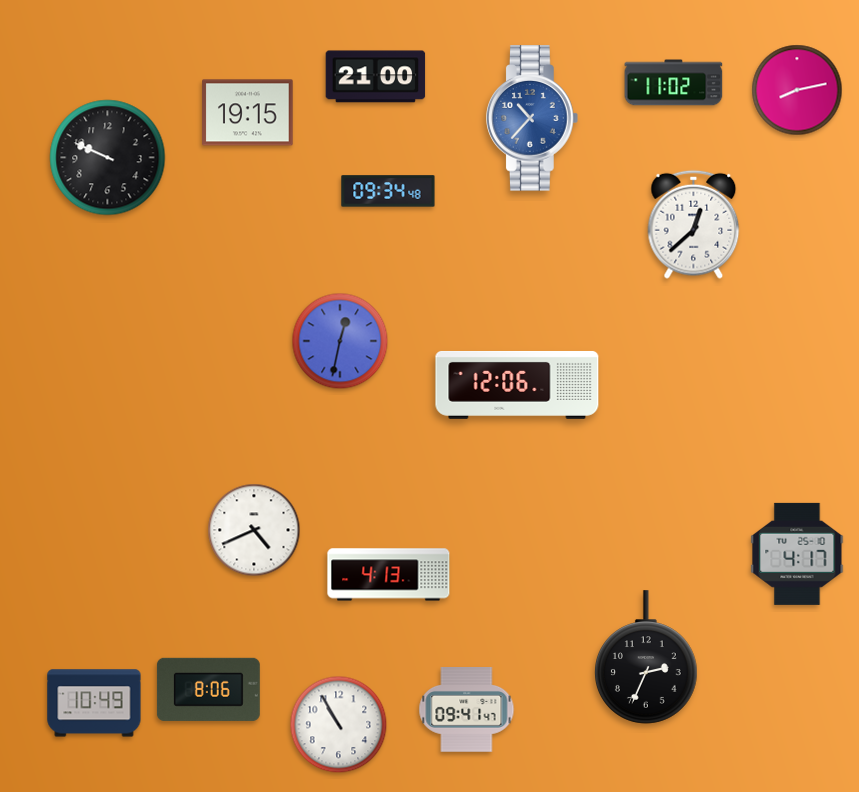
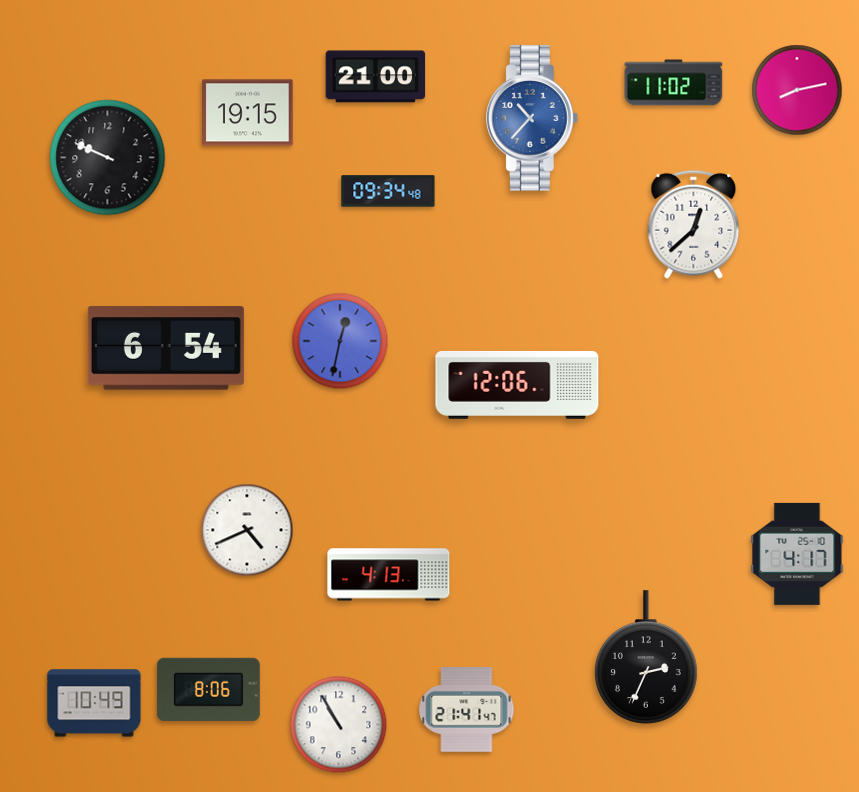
clock at (166, 348): none -> 6:54
clock at (254, 530) position: (254, 530) -> (247, 530)
clock at (467, 710): 09:41 -> 21:41
